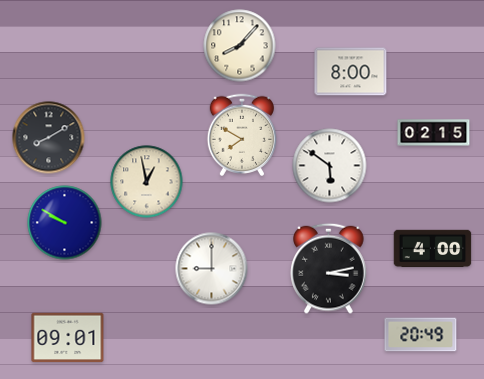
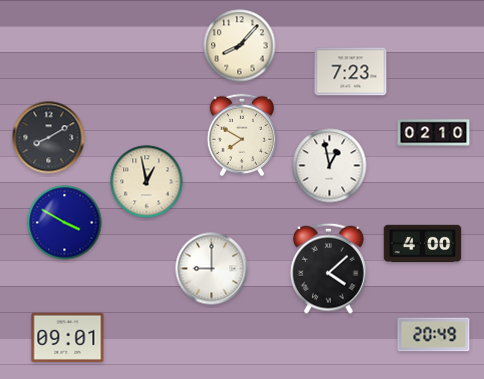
clock at (351, 72): 8:00 -> 7:23
clock at (434, 133): 02:15 -> 02:10
clock at (330, 166): 5:51 -> 12:58
clock at (65, 223): 9:50 -> 3:50
clock at (433, 249) position: (433, 249) -> (423, 244)
clock at (329, 268): 3:13 -> 4:08
clock at (421, 335) position: (421, 335) -> (434, 335)
